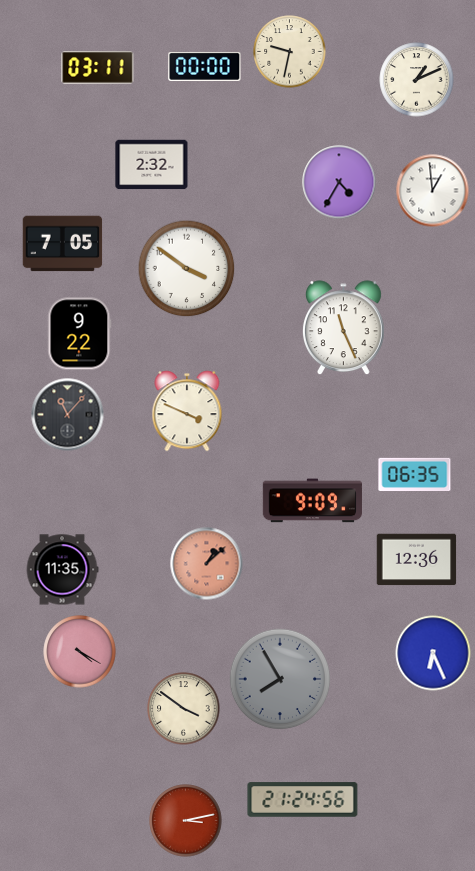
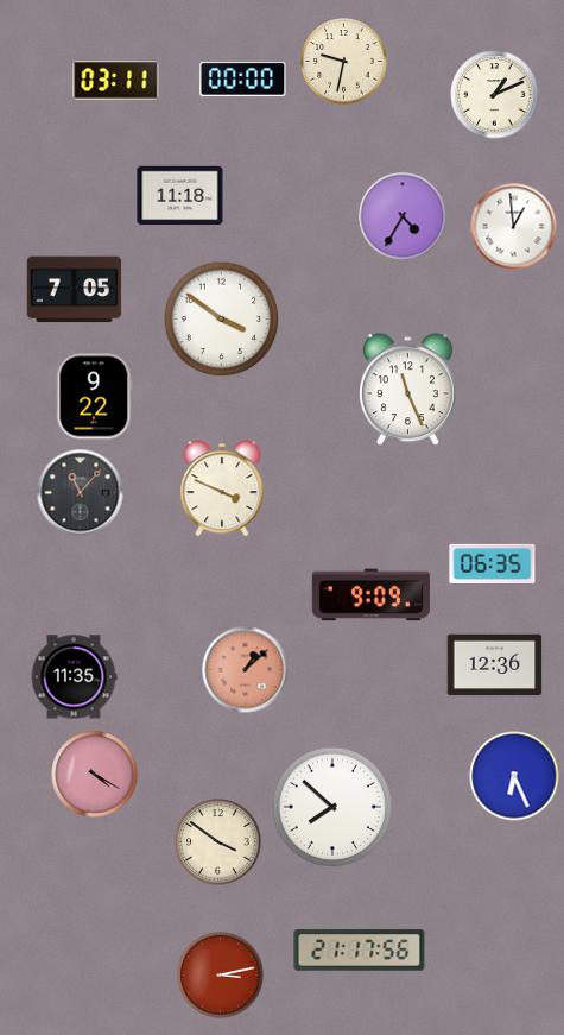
clock at (152, 165): 2:32 -> 11:18
clock at (280, 679): 7:55 -> 7:52
clock at (280, 679) dial: grey -> white
clock at (303, 800): 21:24 -> 21:17
